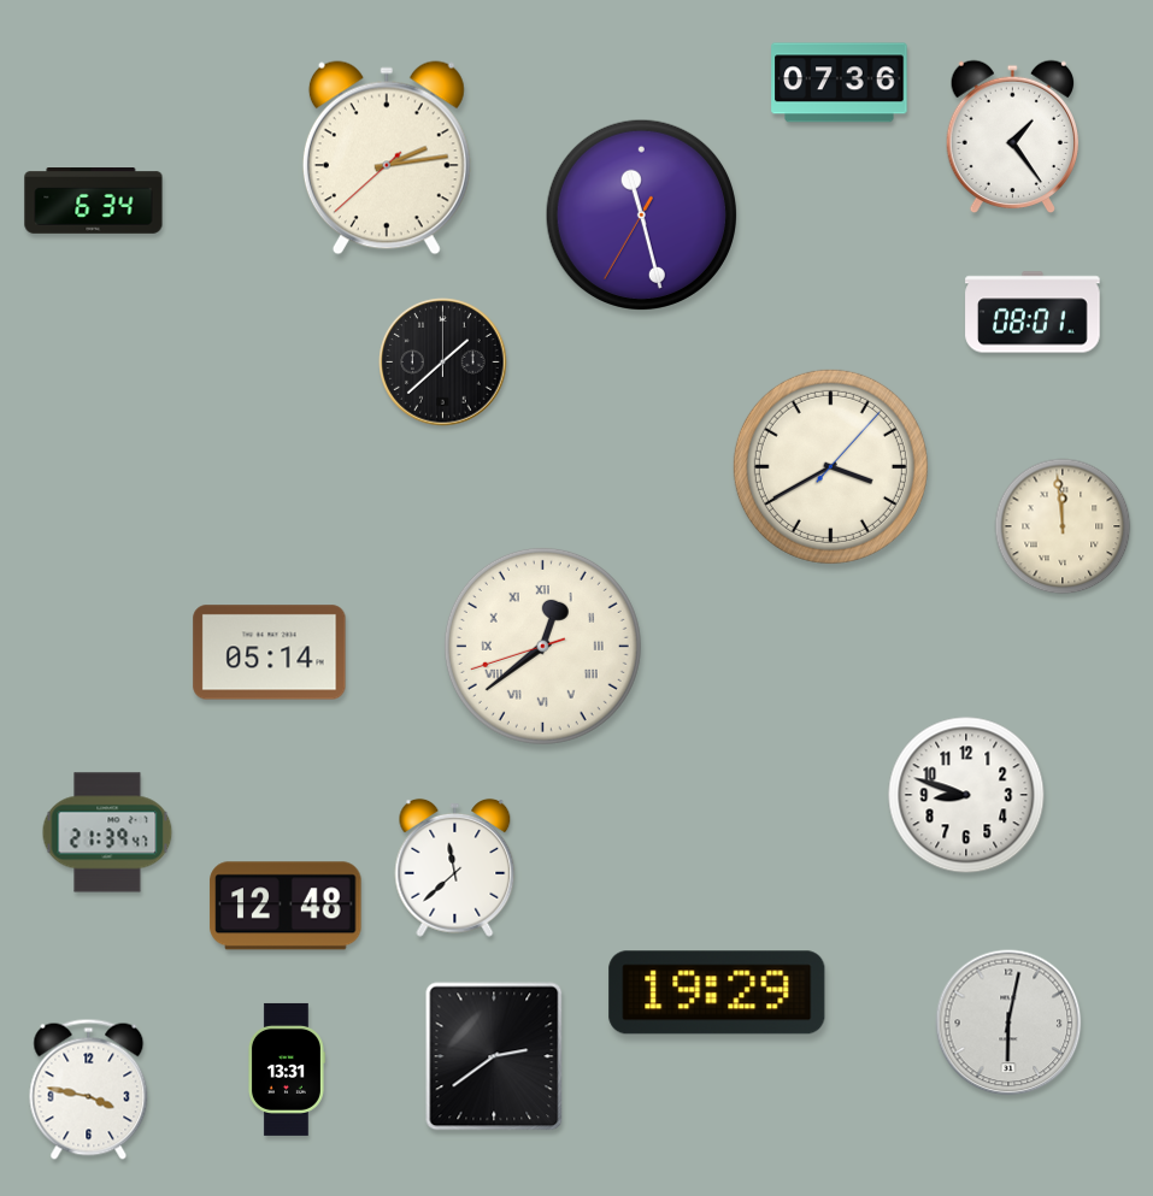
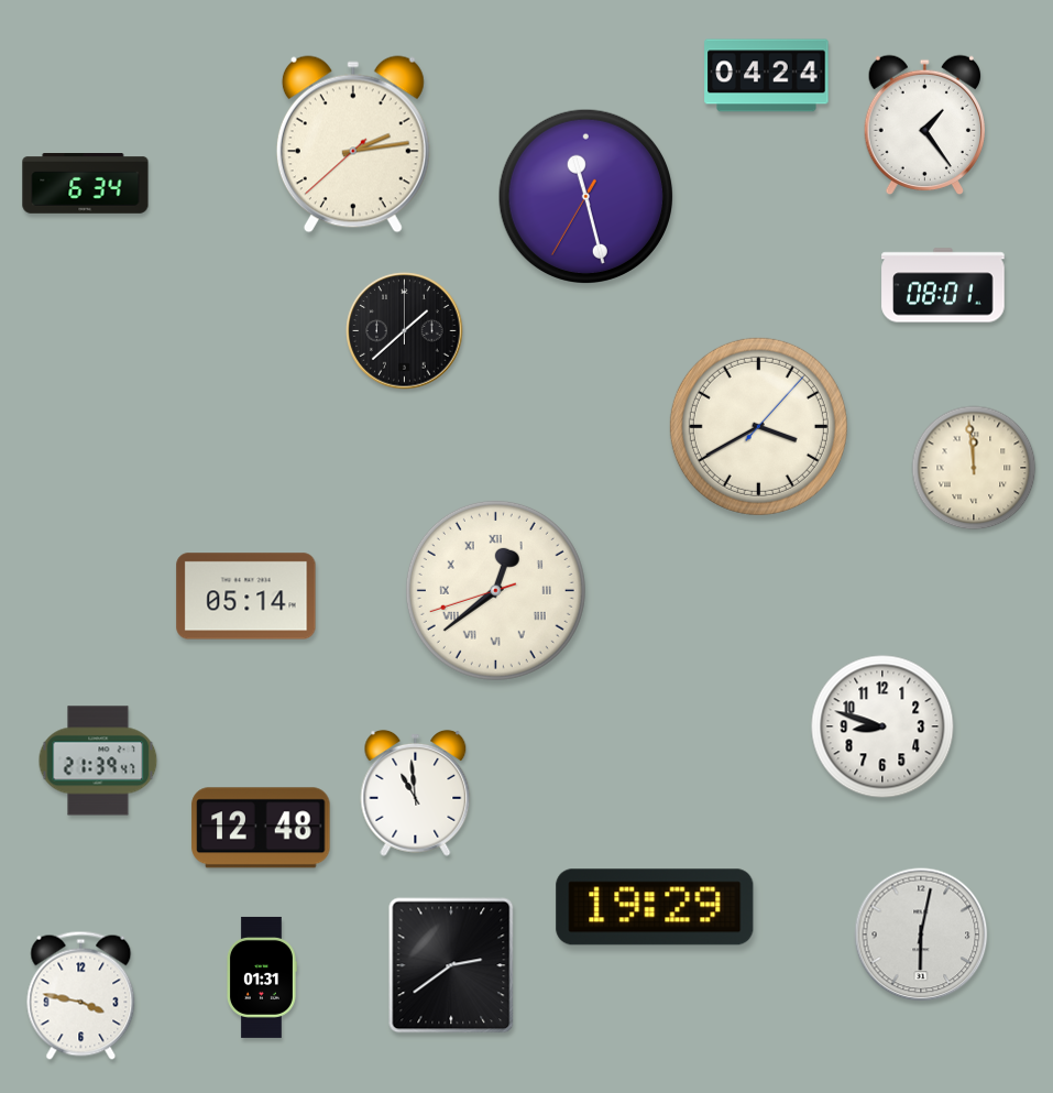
clock at (840, 83): 07:36 -> 04:24
clock at (1063, 526) position: (1063, 526) -> (974, 468)
clock at (455, 867): 11:38 -> 10:59
clock at (286, 1070): 13:31 -> 01:31
